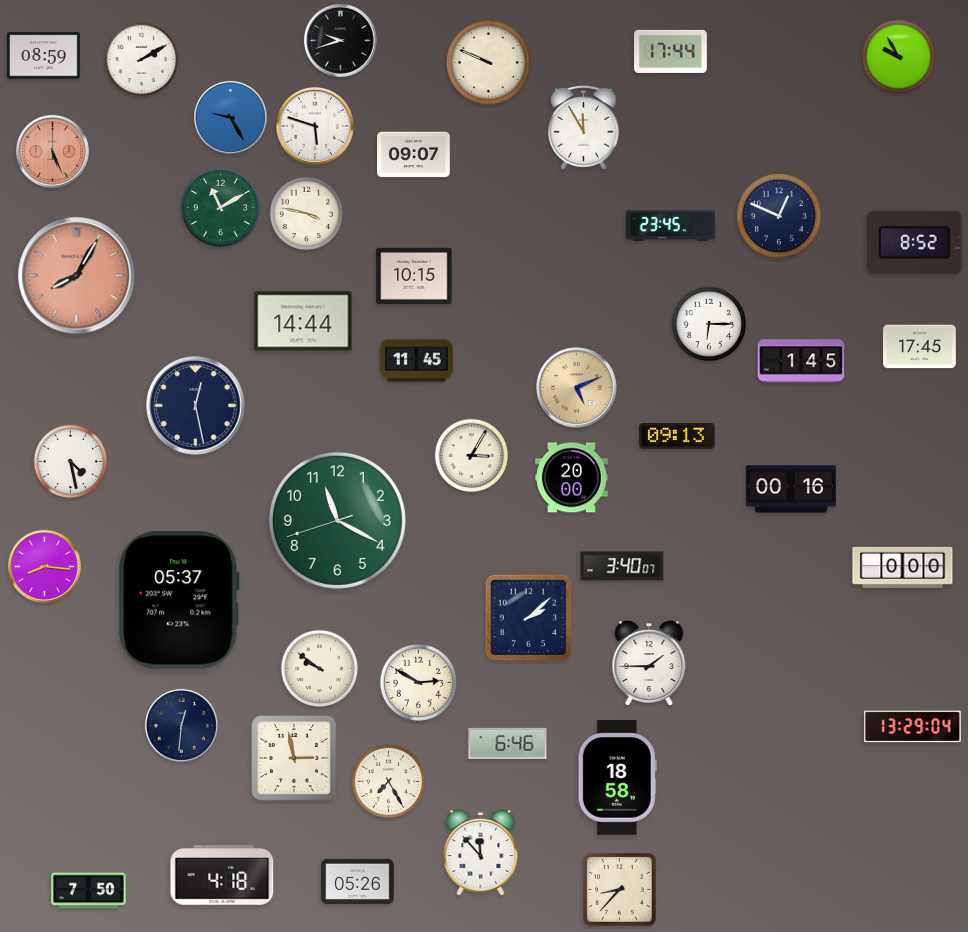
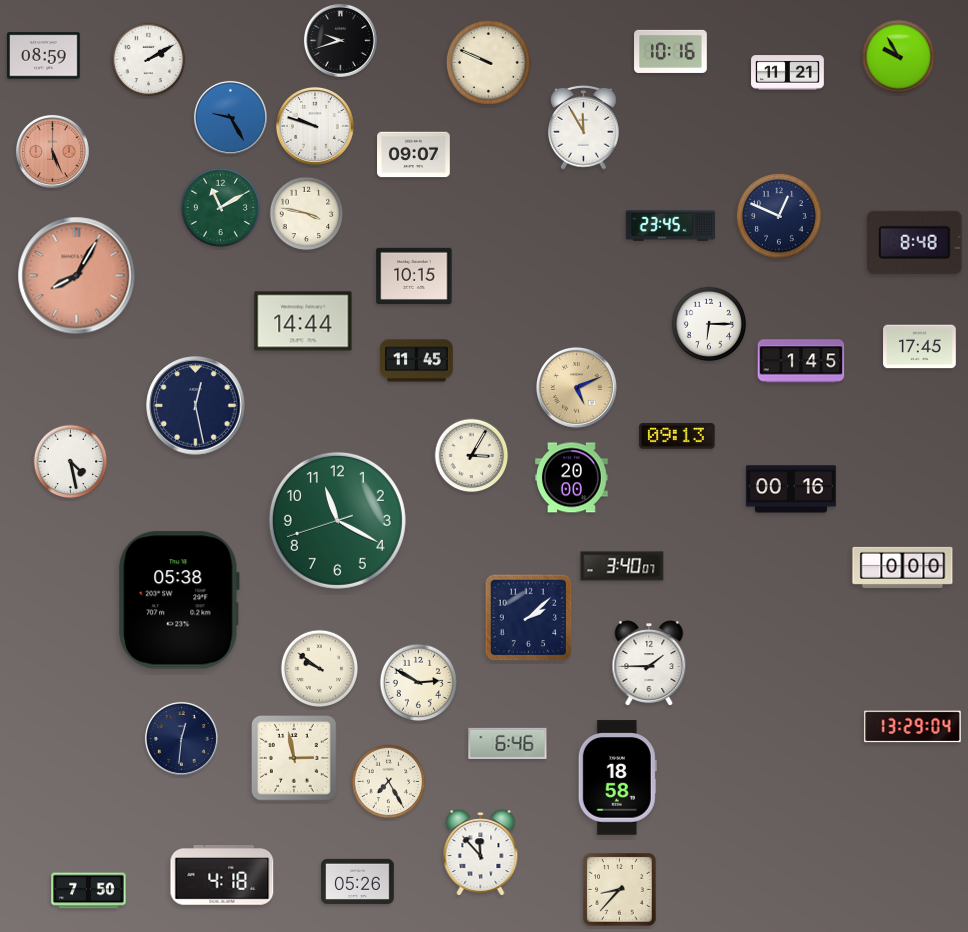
clock at (671, 51): 17:44 -> 10:16
clock at (142, 60) position: (142, 60) -> (149, 60)
clock at (788, 73): none -> 11:21
clock at (315, 126): 5:48 -> 9:48
clock at (915, 242): 8:52 -> 8:48
clock at (44, 566): 8:16 -> none
clock at (179, 600): 05:37 -> 05:38
clock at (181, 725) position: (181, 725) -> (181, 738)
